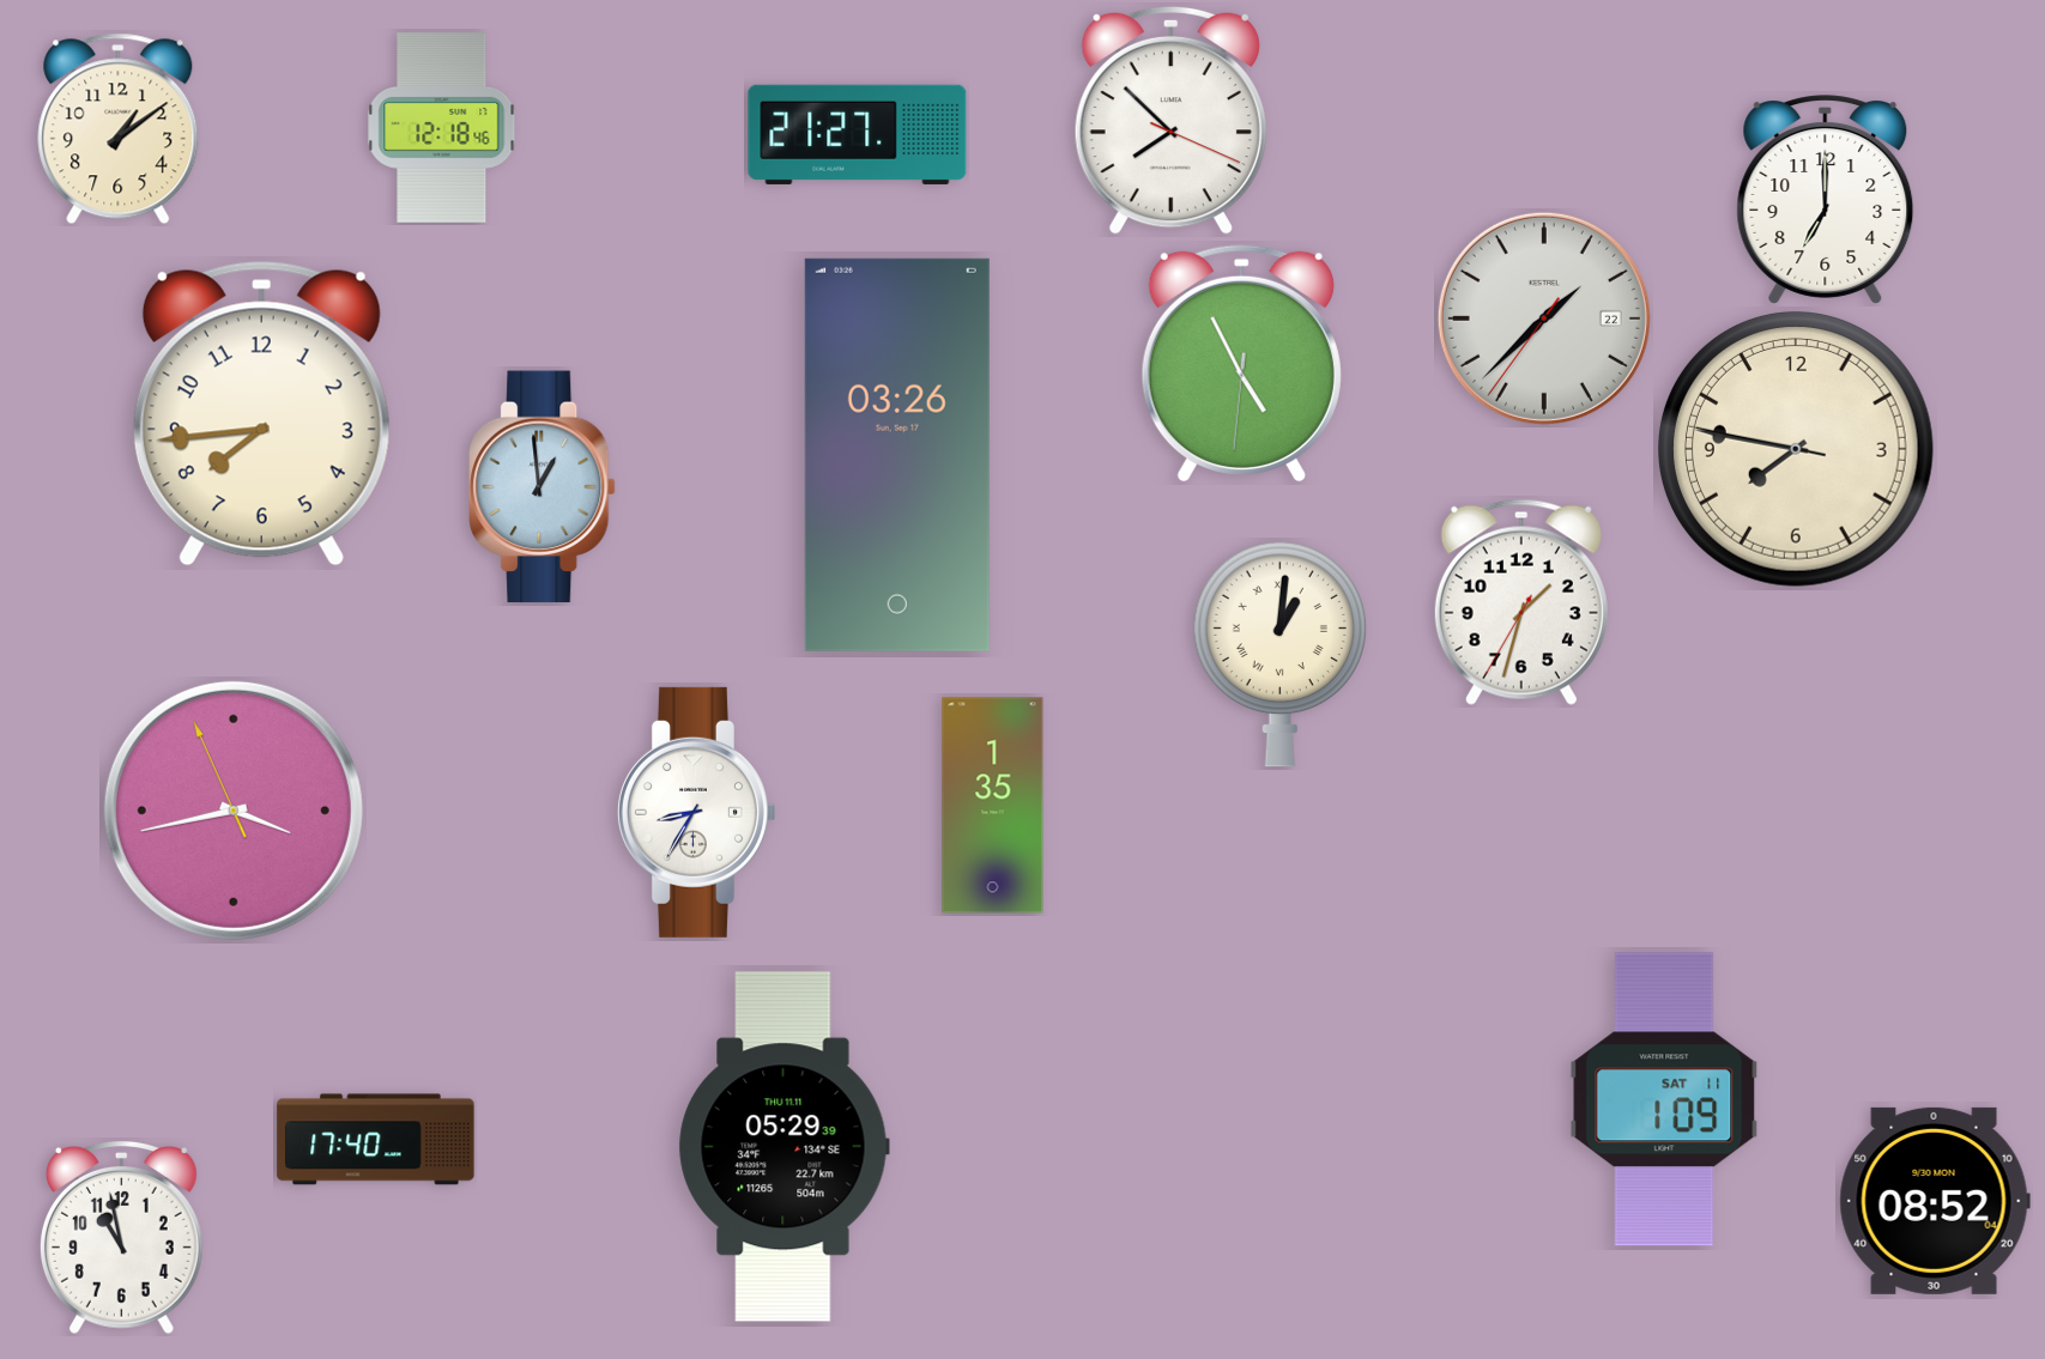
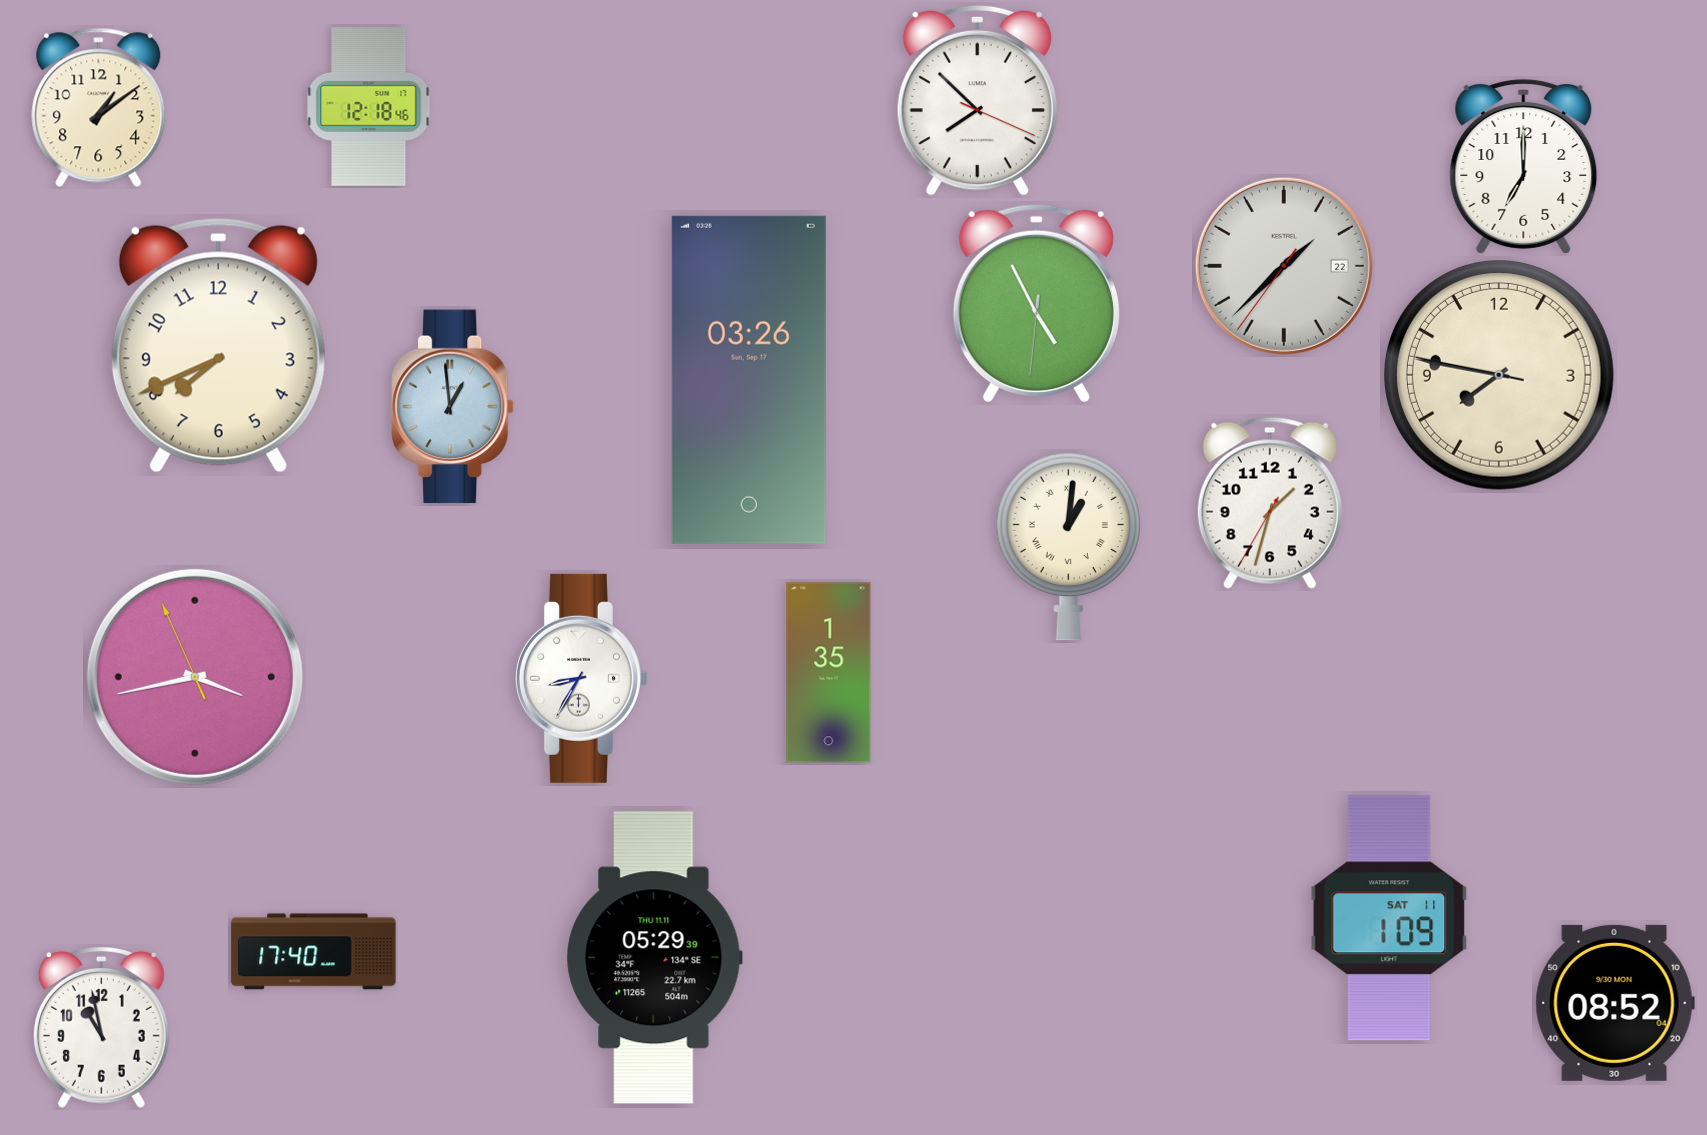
clock at (858, 134): 21:27 -> none
clock at (1544, 318) position: (1544, 318) -> (1284, 266)
clock at (261, 414): 7:44 -> 7:41
clock at (121, 1237) position: (121, 1237) -> (101, 1027)
